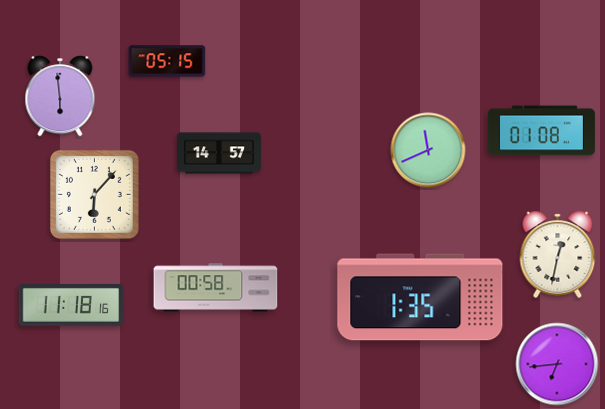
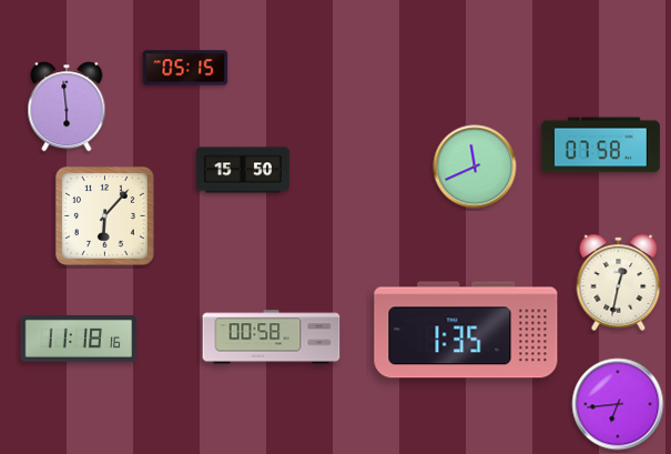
clock at (541, 131): 01:08 -> 07:58
clock at (219, 153): 14:57 -> 15:50
clock at (216, 288) position: (216, 288) -> (272, 337)
